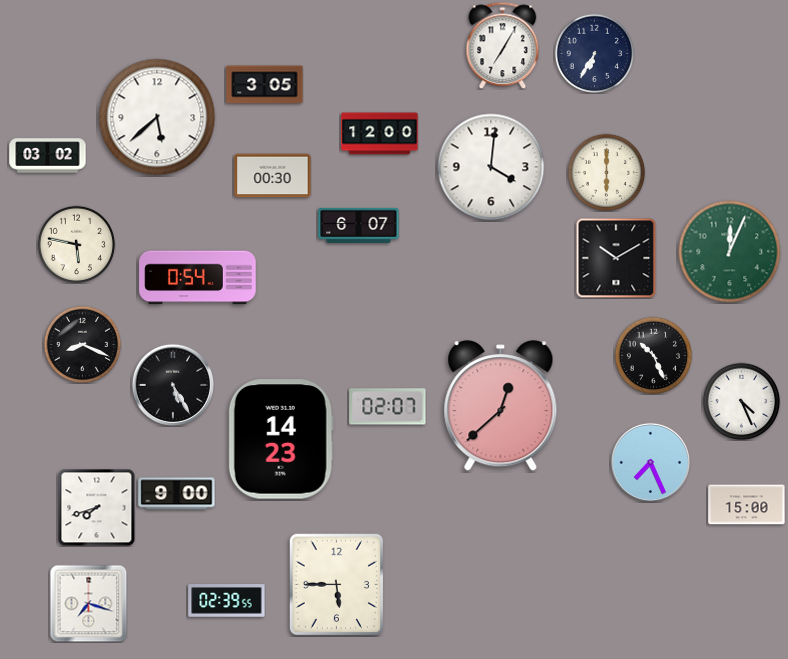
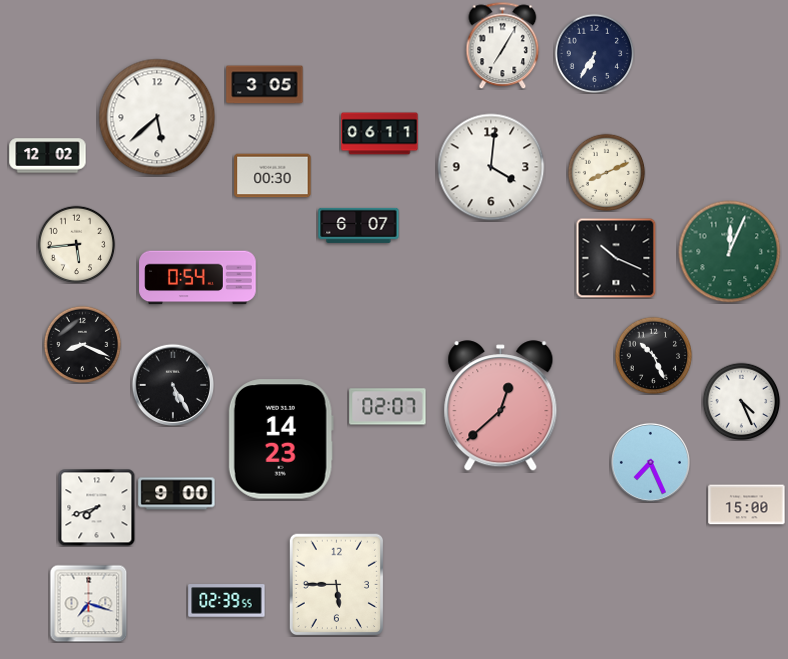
clock at (380, 134): 12:00 -> 06:11
clock at (48, 156): 03:02 -> 12:02
clock at (606, 172): 6:00 -> 8:11
clock at (76, 244): 5:47 -> 5:44
clock at (616, 258): 10:10 -> 10:19
